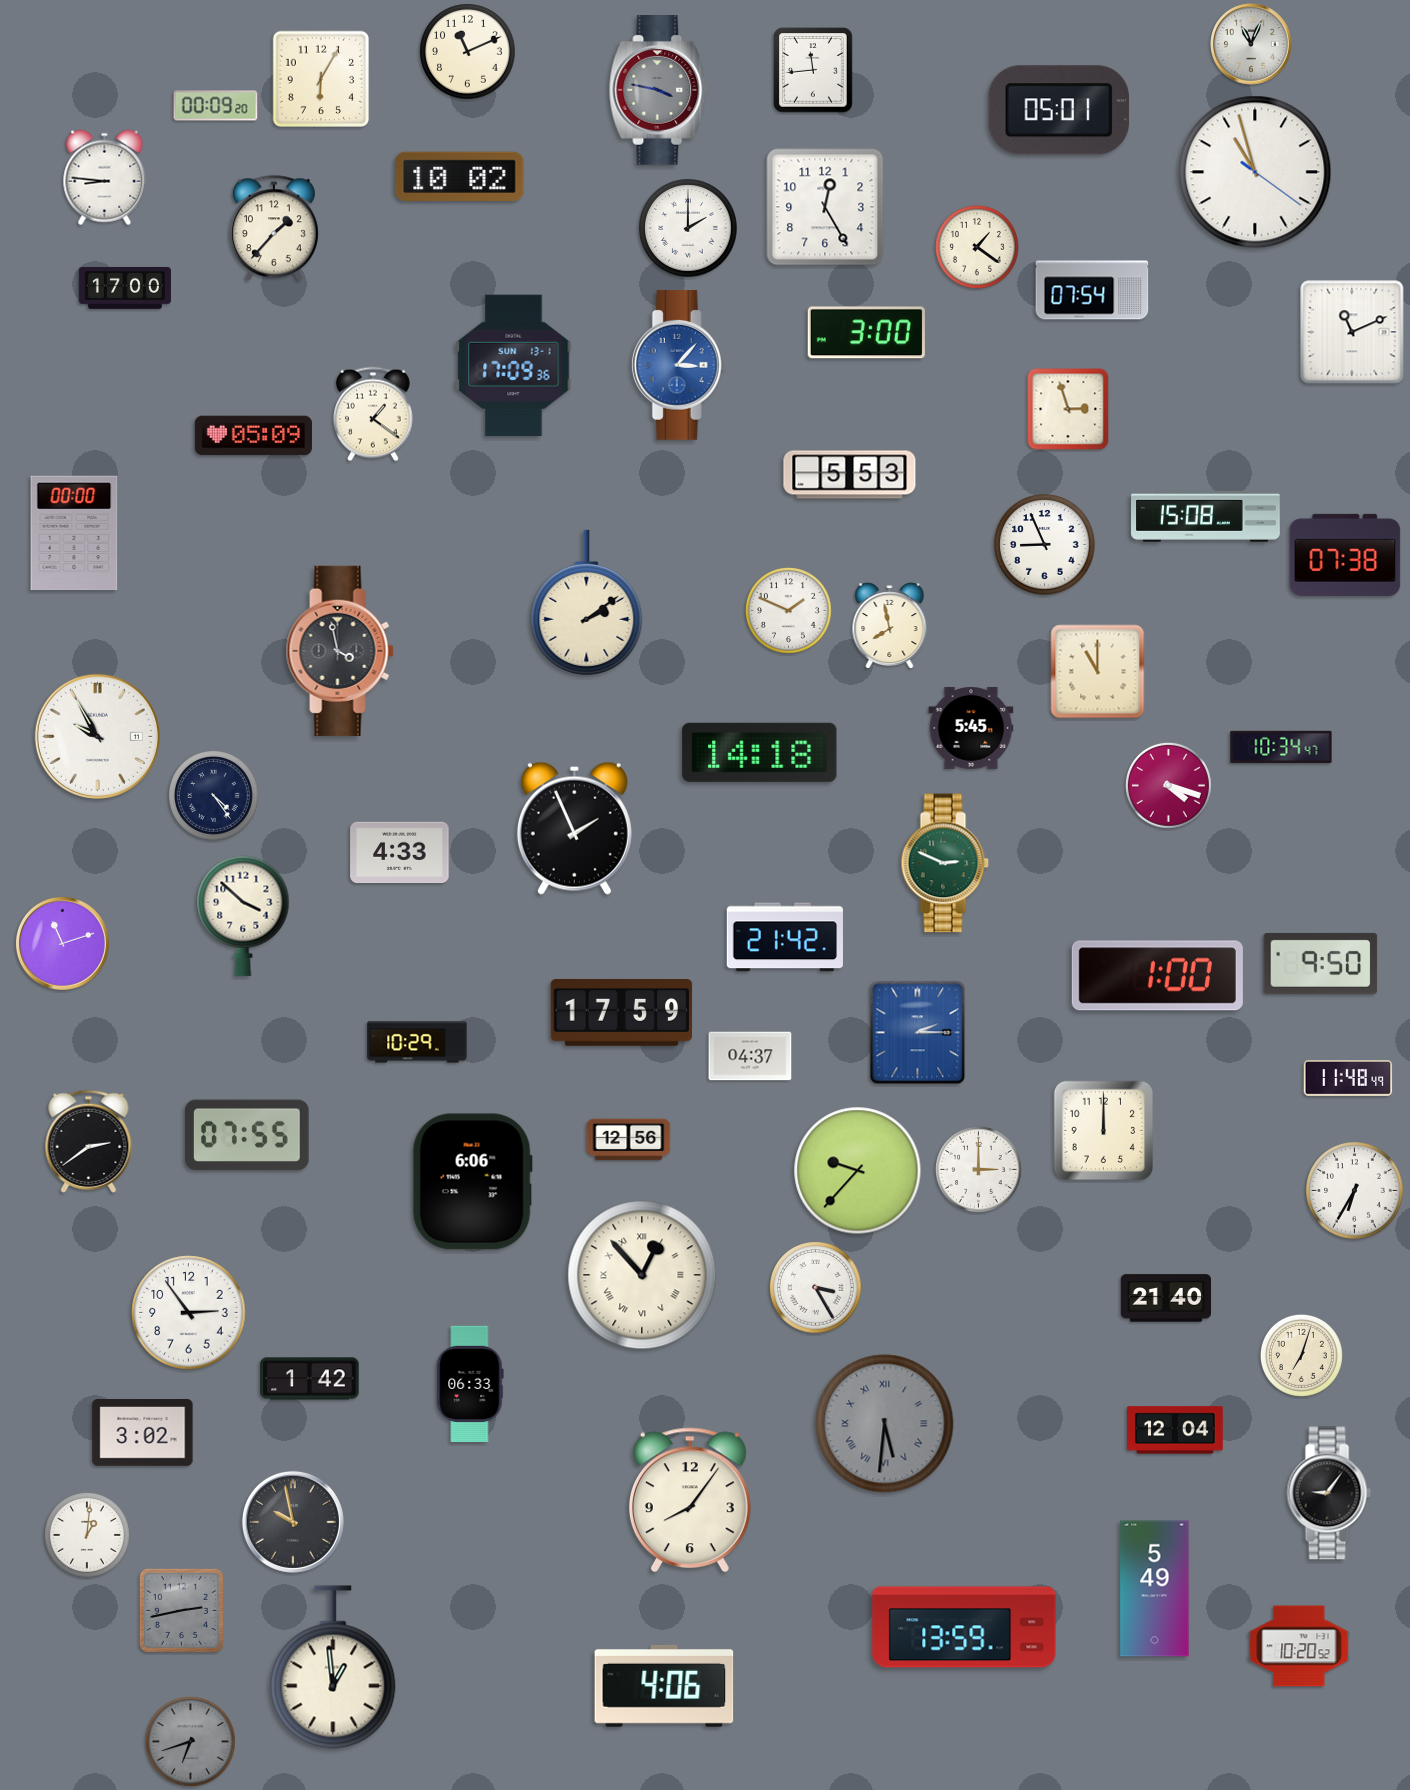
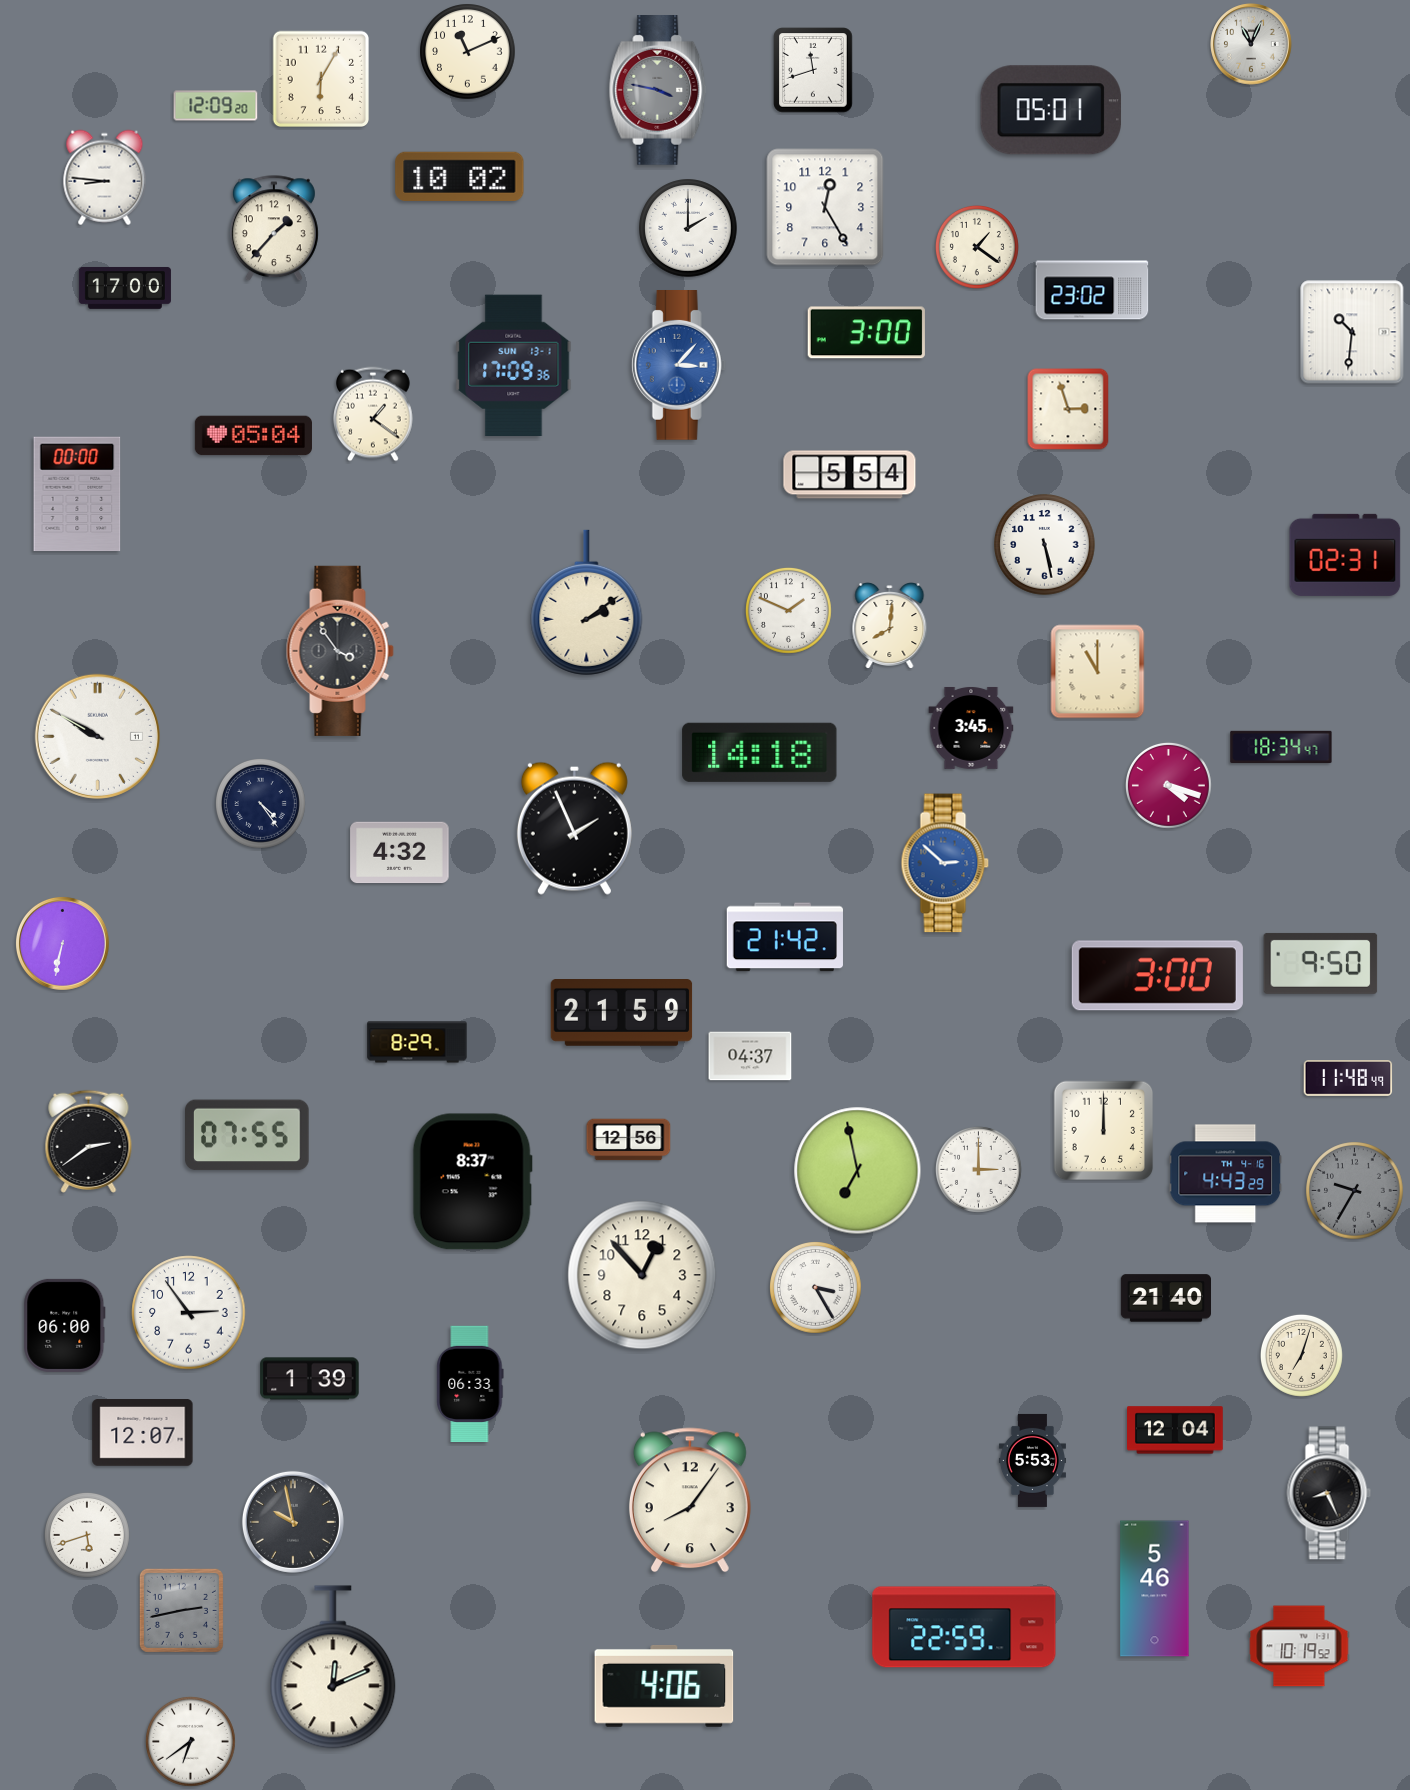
clock at (813, 70): 11:44 -> 11:42
clock at (216, 106): 00:09 -> 12:09
clock at (1059, 110) position: (1059, 110) -> (1051, 110)
clock at (1255, 172): 10:57 -> none
clock at (1092, 290): 07:54 -> 23:02
clock at (1352, 332): 11:11 -> 10:31
clock at (253, 436): 05:09 -> 05:04
clock at (850, 475): 5:53 -> 5:54
clock at (1206, 516): 15:08 -> none
clock at (74, 533) position: (74, 533) -> (77, 494)
clock at (1045, 545): 8:56 -> 5:28
clock at (1345, 555): 07:38 -> 02:31
clock at (890, 626): 7:58 -> 8:01
clock at (340, 651): 3:58 -> 3:54
clock at (971, 728): 5:45 -> 3:45
clock at (97, 736): 9:55 -> 9:50
clock at (1281, 747): 10:34 -> 18:34
clock at (214, 796) position: (214, 796) -> (261, 804)
clock at (400, 853): 4:33 -> 4:32
clock at (945, 863): 2:49 -> 2:52
clock at (945, 863) dial: green -> blue
clock at (243, 916): 3:52 -> none
clock at (62, 943): 11:12 -> 6:32
clock at (1157, 976): 1:00 -> 3:00
clock at (622, 1013): 17:59 -> 21:59
clock at (918, 1033): 2:15 -> none
clock at (417, 1042): 10:29 -> 8:29
clock at (858, 1171): 9:37 -> 6:58
clock at (1226, 1174): none -> 4:43
clock at (472, 1182): 6:06 -> 8:37
clock at (1355, 1191): 6:35 -> 9:35
clock at (1355, 1191) dial: white -> grey
clock at (642, 1275) numerals: Roman -> Arabic
clock at (65, 1325): none -> 06:00
clock at (310, 1379): 1:42 -> 1:39
clock at (885, 1424): 5:31 -> none
clock at (143, 1433): 3:02 -> 12:07
clock at (1032, 1460): none -> 5:53
clock at (1329, 1493): 9:06 -> 8:26
clock at (87, 1535): 1:01 -> 5:42
clock at (1155, 1589): 5:49 -> 5:46
clock at (964, 1627): 13:59 -> 22:59
clock at (1299, 1646): 10:20 -> 10:19
clock at (333, 1667): 12:59 -> 12:11
clock at (191, 1742): 6:42 -> 6:39
clock at (191, 1742) dial: grey -> white
